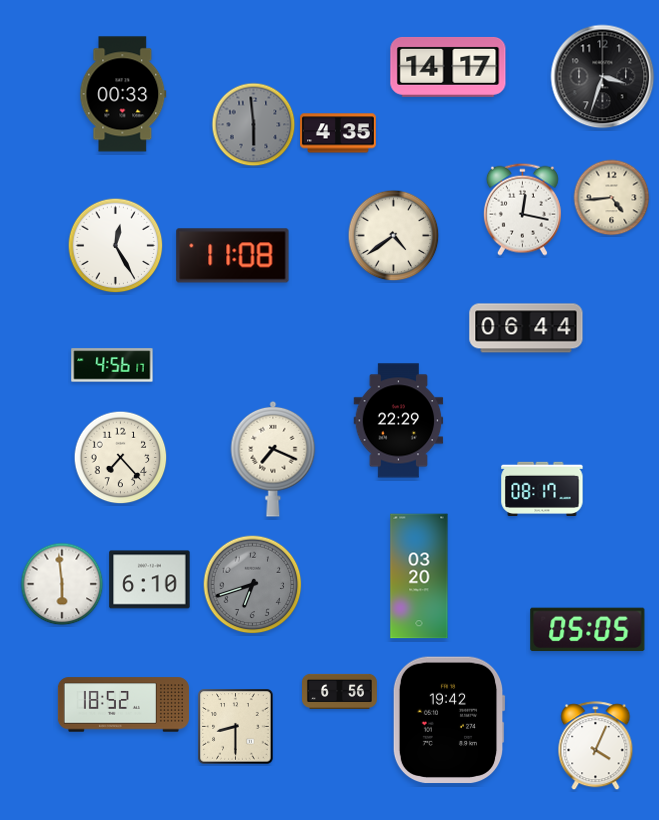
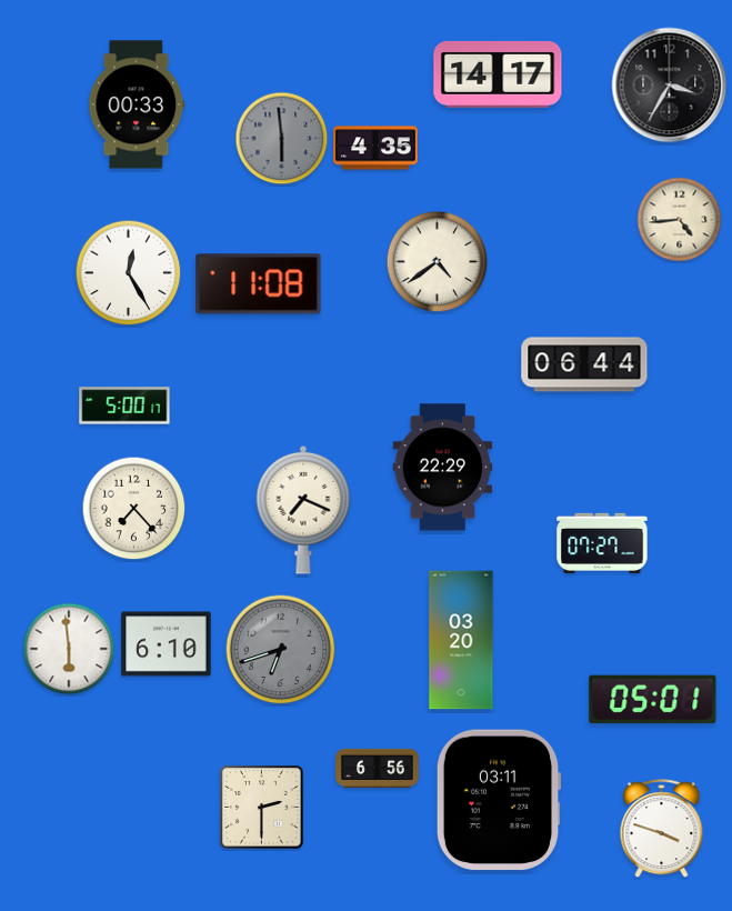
clock at (603, 77): 3:33 -> 3:35
clock at (522, 209): 12:17 -> none
clock at (112, 365): 4:56 -> 5:00
clock at (542, 488): 08:17 -> 07:27
clock at (419, 576) position: (419, 576) -> (461, 640)
clock at (588, 630): 05:05 -> 05:01
clock at (123, 705): 18:52 -> none
clock at (449, 720): 19:42 -> 03:11
clock at (236, 727): 8:30 -> 2:30
clock at (596, 746): 4:04 -> 3:48
